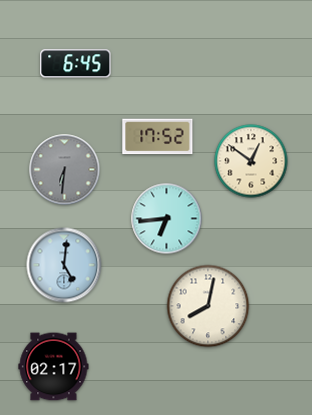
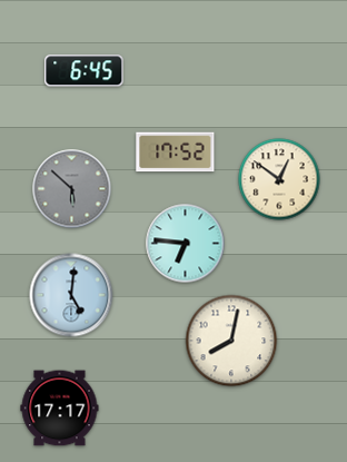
clock at (65, 170): 6:31 -> 5:52
clock at (167, 219): 6:44 -> 6:46
clock at (54, 367): 02:17 -> 17:17
